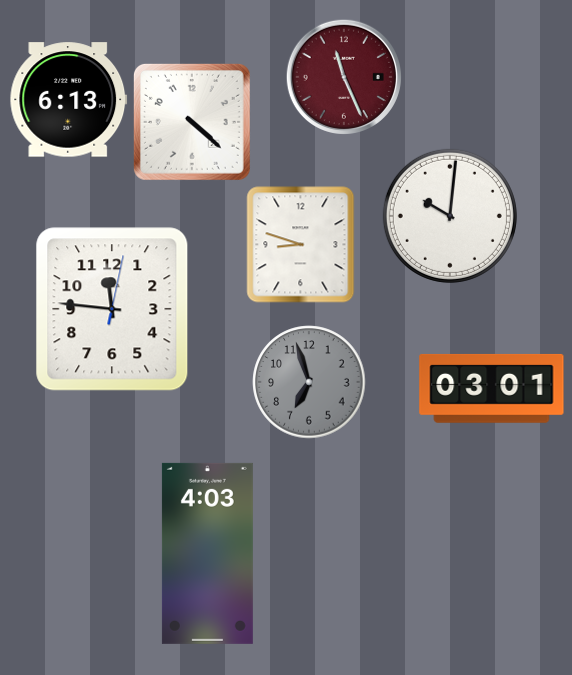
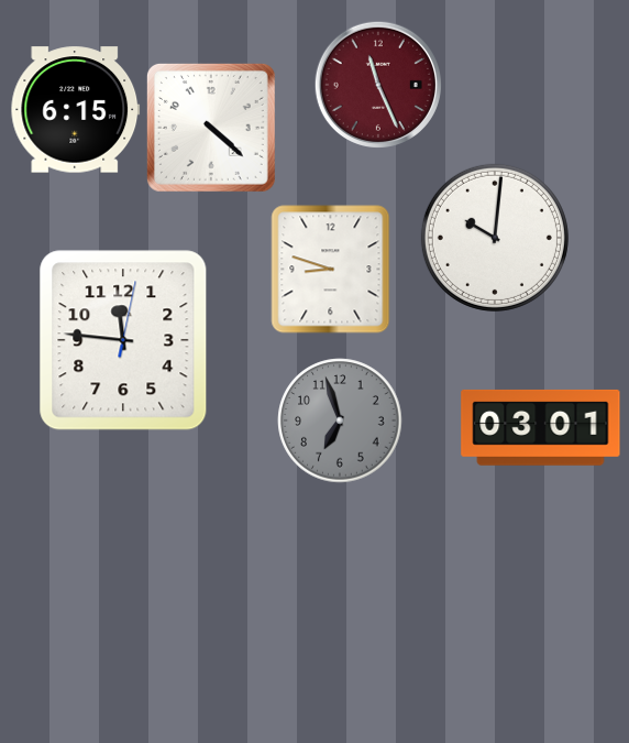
clock at (69, 100): 6:13 -> 6:15
clock at (192, 122) position: (192, 122) -> (211, 128)
clock at (207, 553): 4:03 -> none
